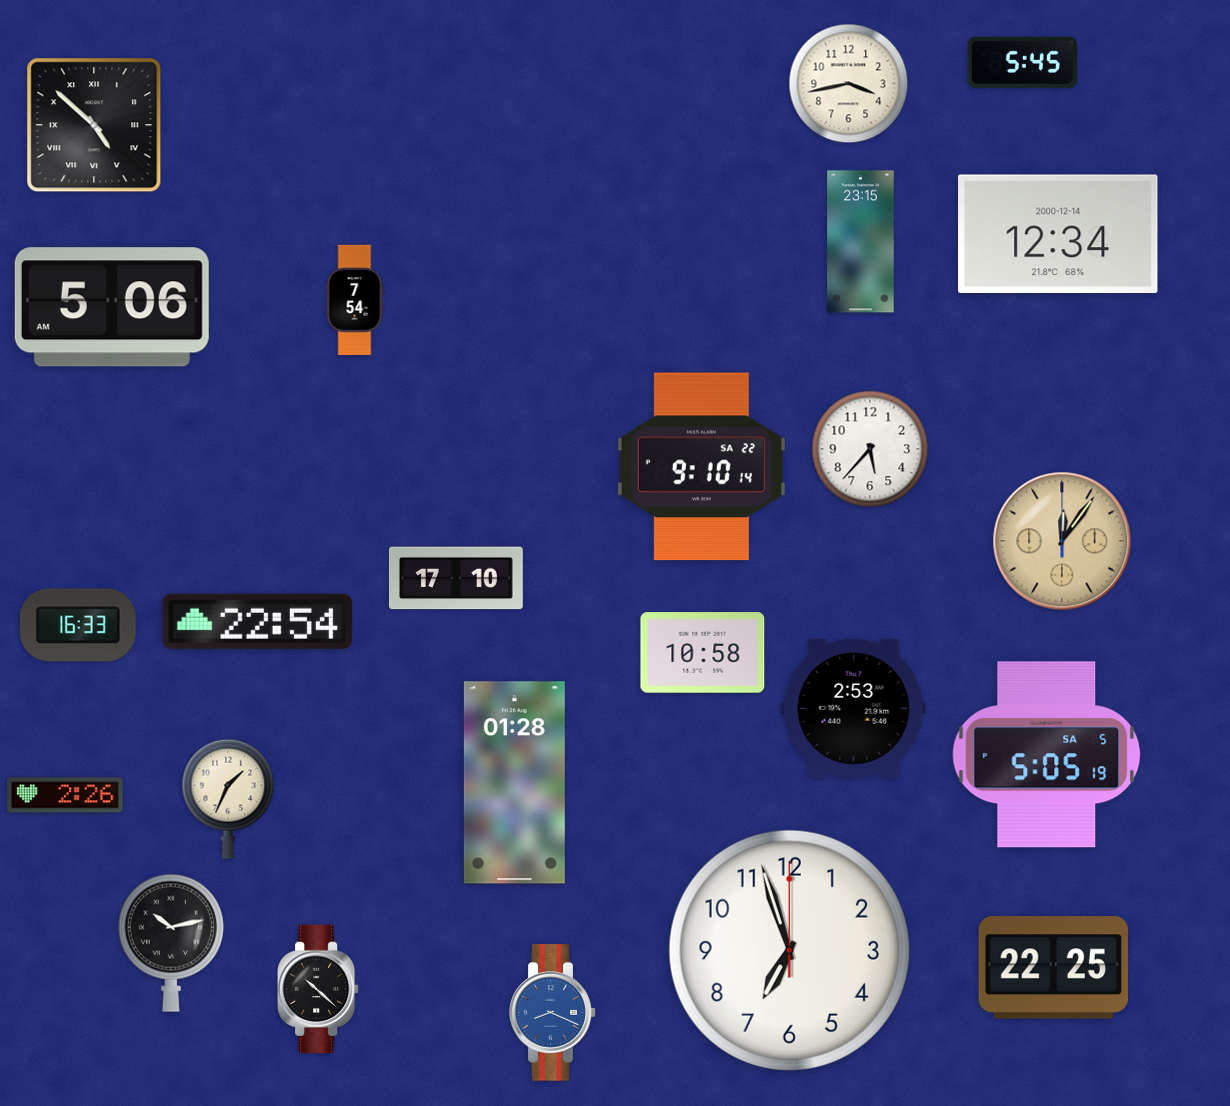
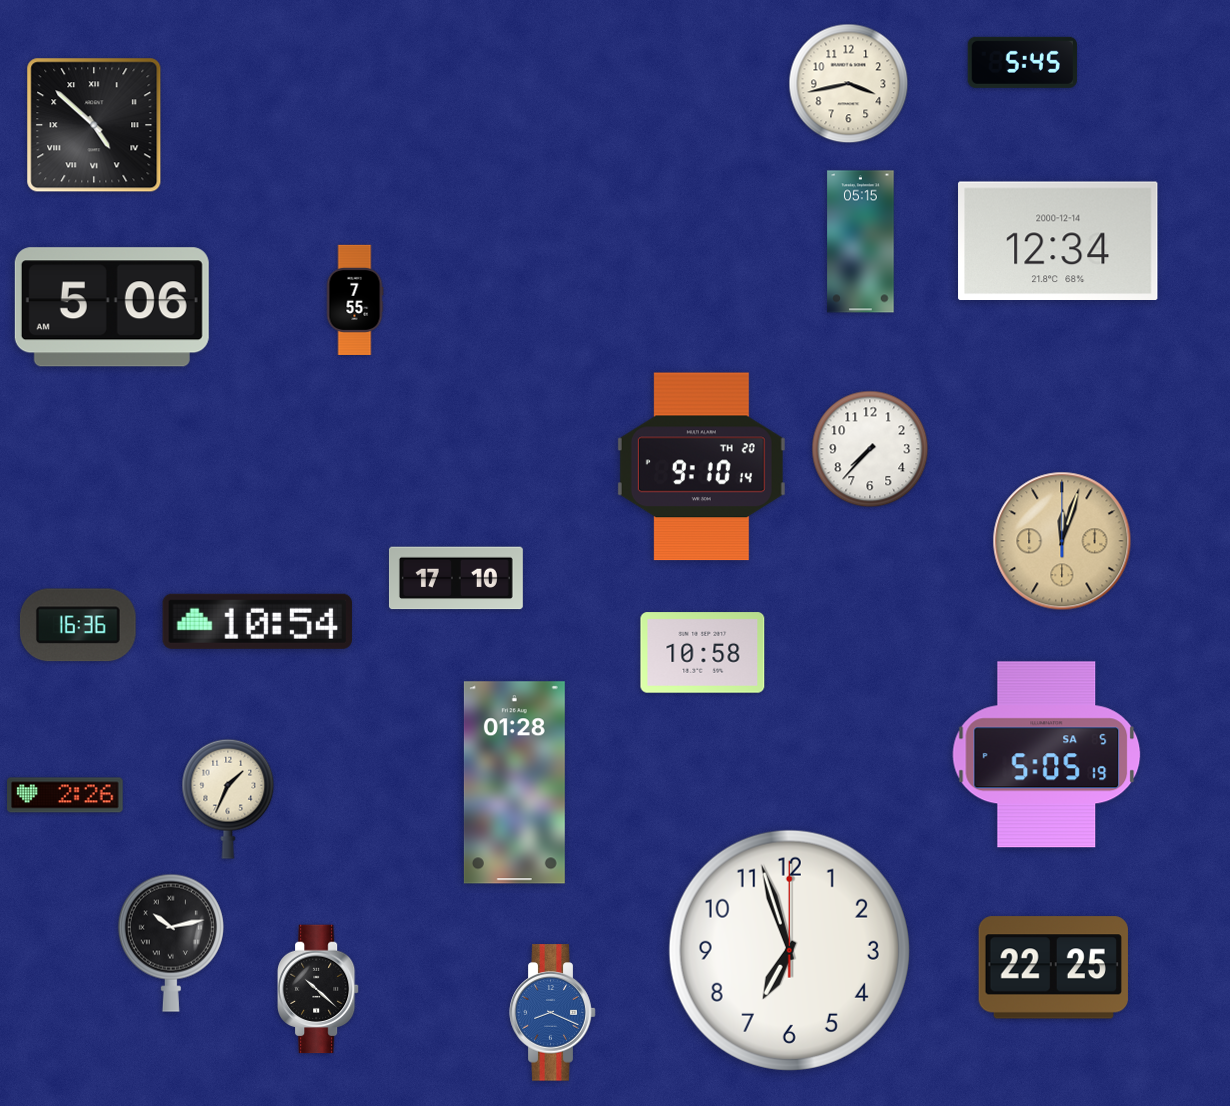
clock at (1058, 233) position: (1058, 233) -> (1058, 240)
clock at (861, 242): 23:15 -> 05:15
clock at (355, 299): 7:54 -> 7:55
clock at (870, 449): 5:37 -> 7:37
clock at (701, 467) date: SA 22 -> TH 20
clock at (1062, 541): 12:06 -> 12:03
clock at (257, 621): 22:54 -> 10:54
clock at (79, 625): 16:33 -> 16:36
clock at (854, 708): 2:53 -> none
